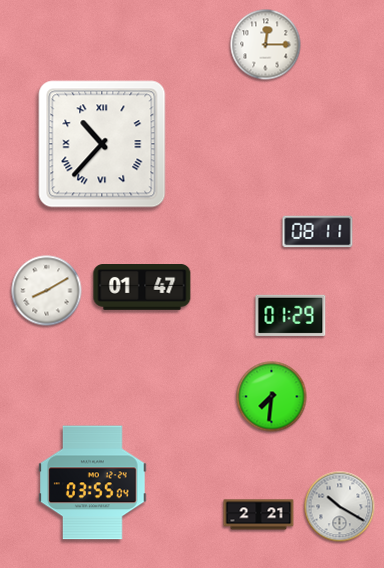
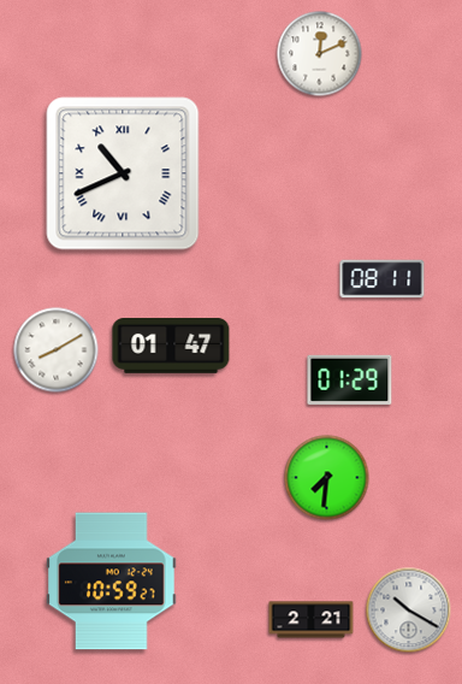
clock at (266, 45): 12:15 -> 12:11
clock at (102, 144): 10:37 -> 10:41
clock at (93, 483): 03:55 -> 10:59
